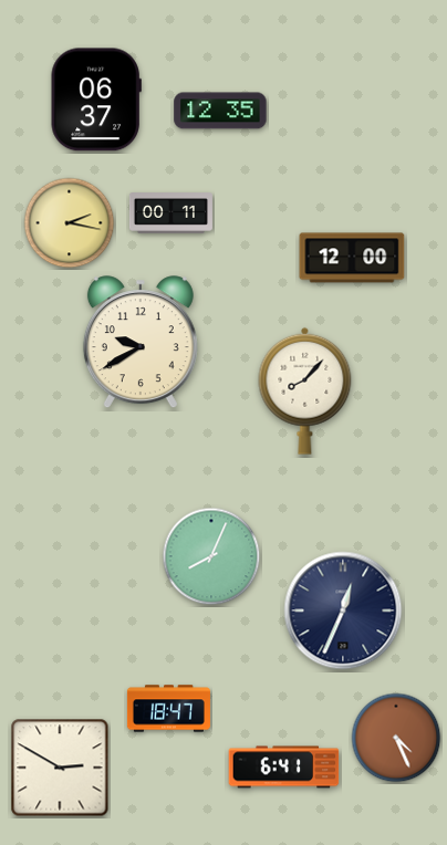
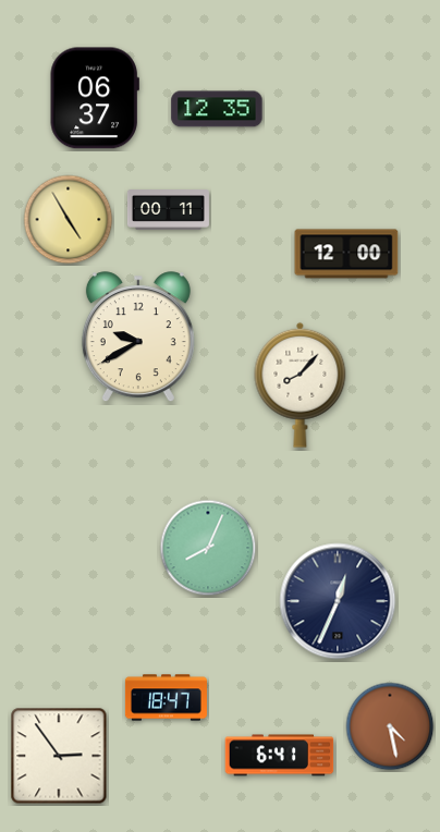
clock at (70, 223): 2:17 -> 4:55
clock at (396, 738): 4:26 -> 4:28
clock at (60, 768): 2:50 -> 2:54
